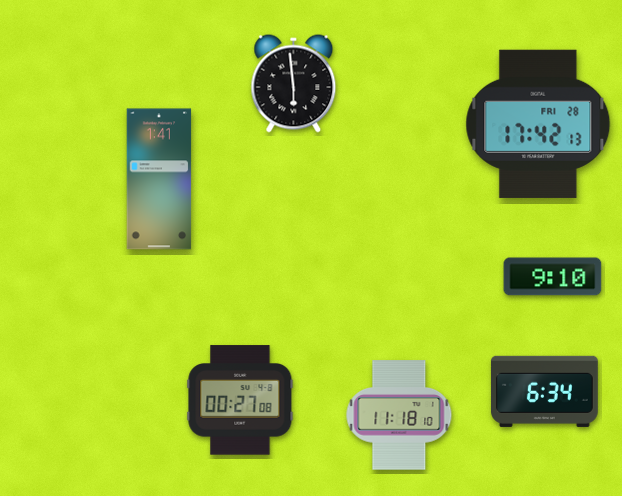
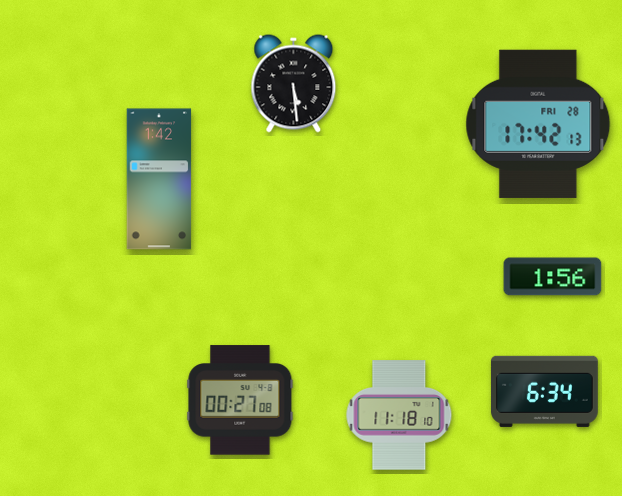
clock at (294, 84): 5:59 -> 5:29
clock at (159, 179): 1:41 -> 1:42
clock at (553, 277): 9:10 -> 1:56
